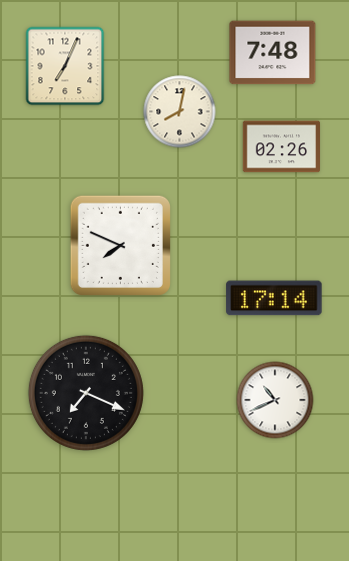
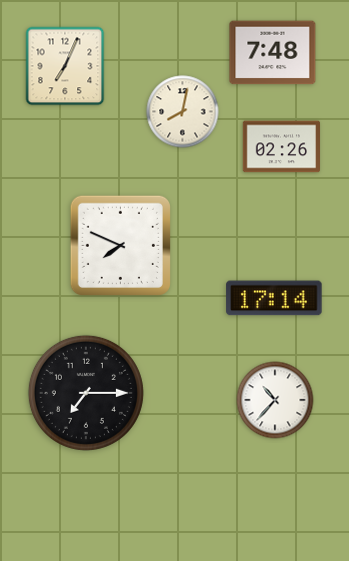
clock at (180, 112) position: (180, 112) -> (183, 112)
clock at (86, 393): 7:19 -> 7:15
clock at (275, 400): 10:41 -> 10:37
